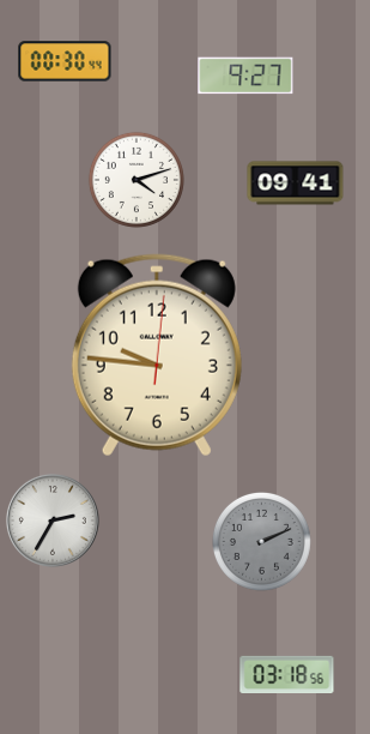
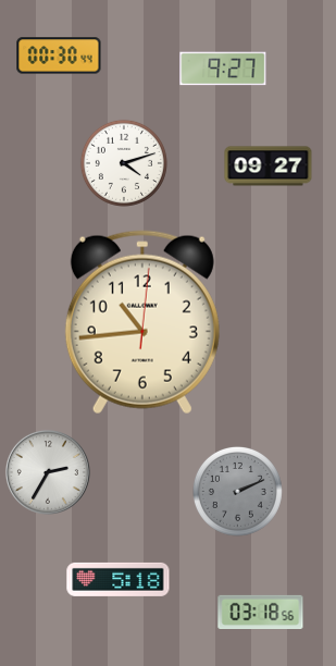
clock at (296, 183): 09:41 -> 09:27
clock at (157, 355): 9:46 -> 10:44
clock at (119, 579): none -> 5:18
